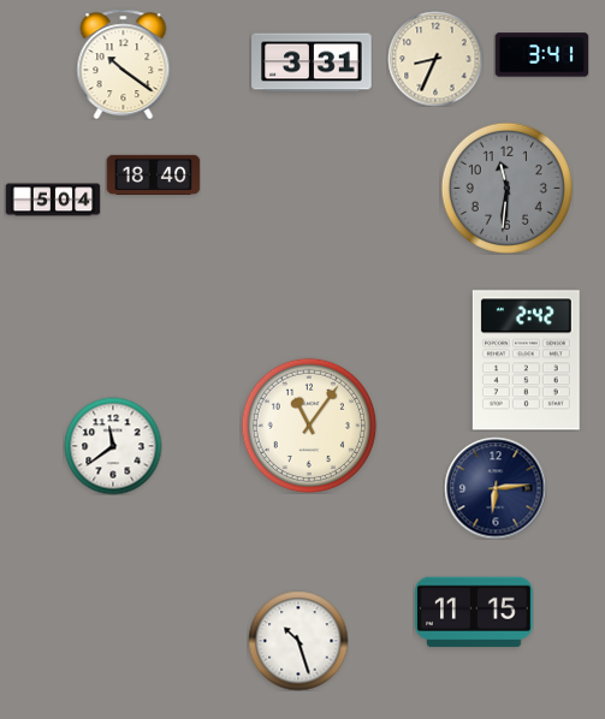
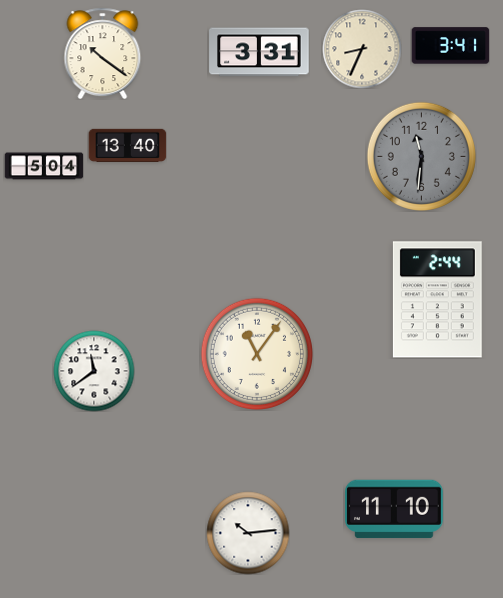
clock at (153, 174): 18:40 -> 13:40
clock at (526, 361): 2:42 -> 2:44
clock at (496, 488): 6:14 -> none
clock at (474, 612): 11:15 -> 11:10
clock at (298, 641): 10:27 -> 10:14
